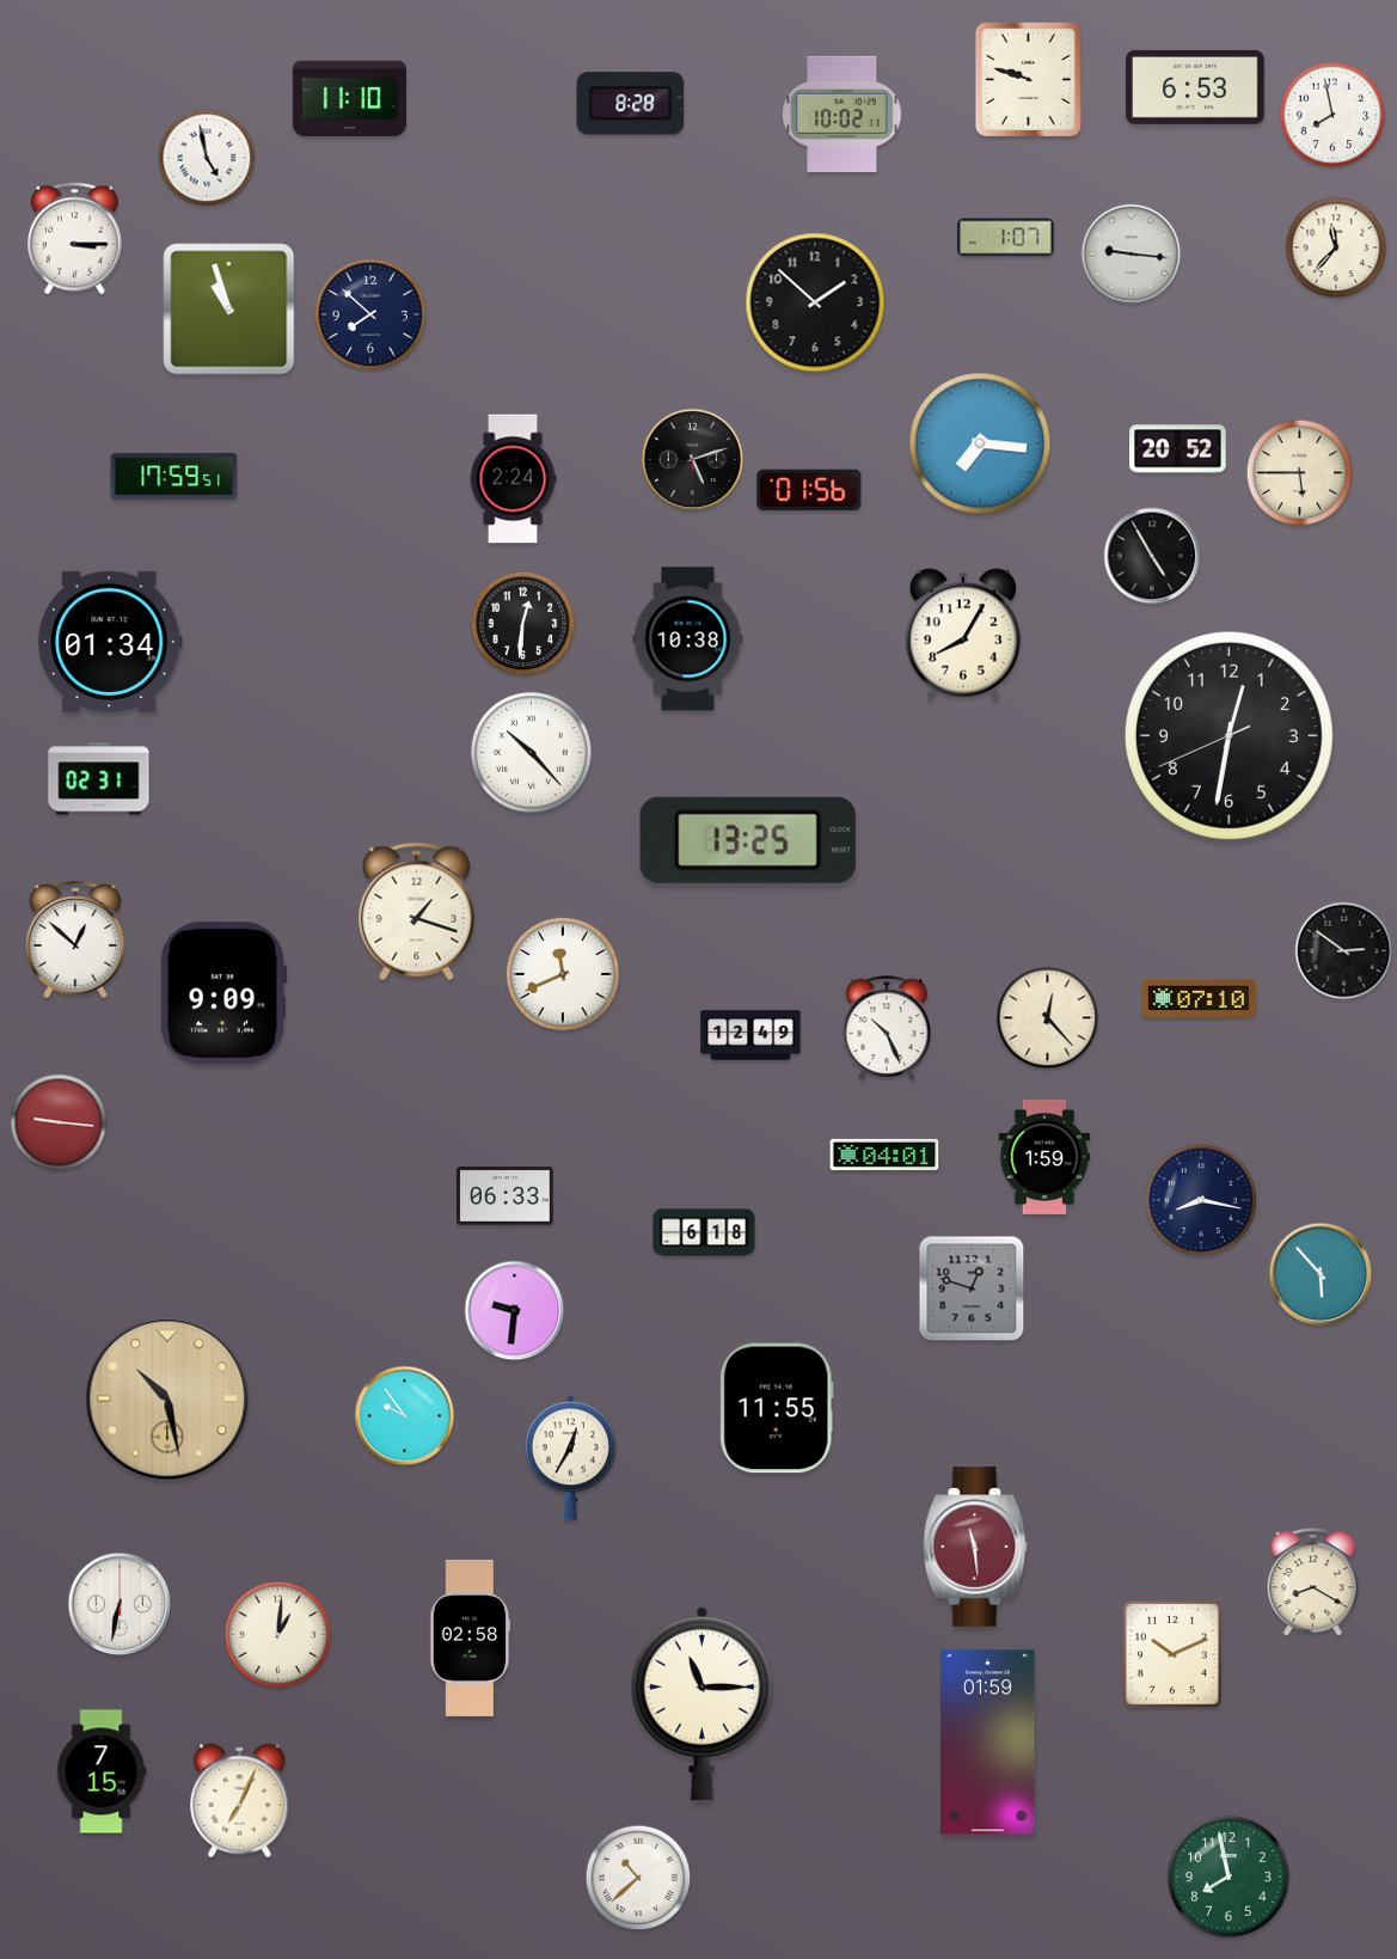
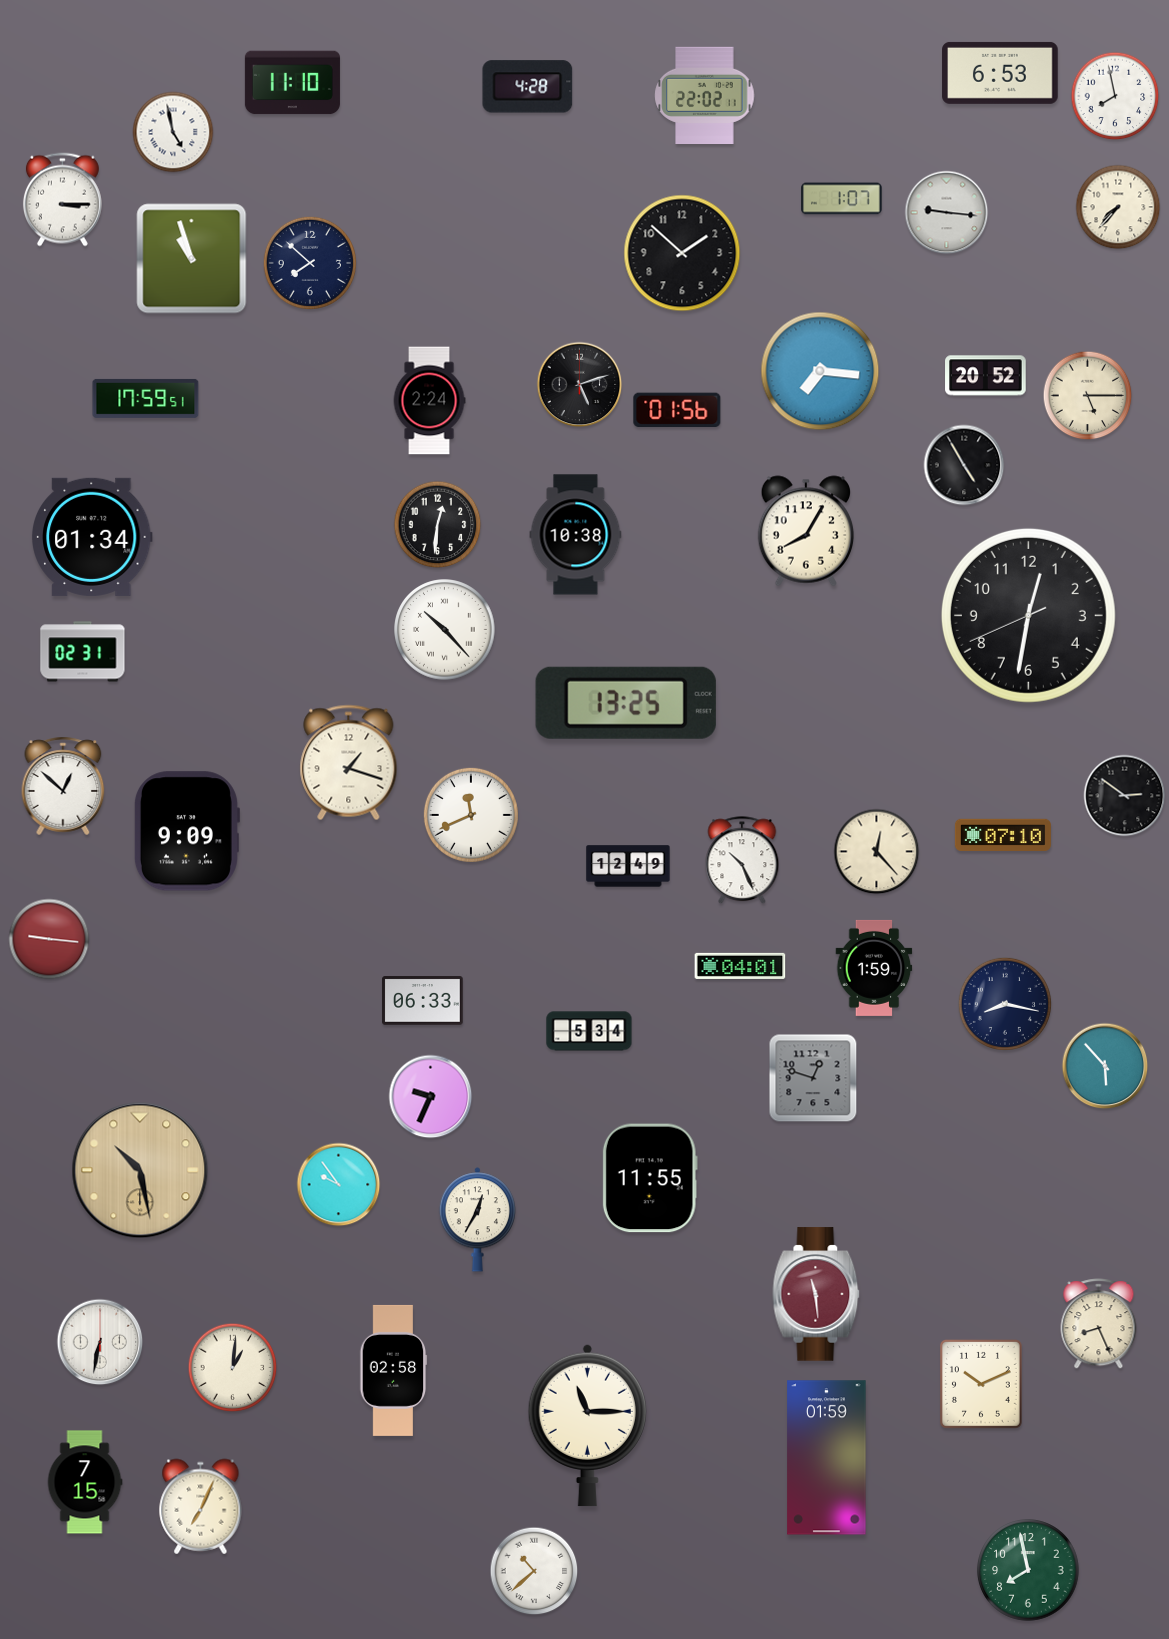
clock at (1028, 79): 9:48 -> none
clock at (631, 104): 8:28 -> 4:28
clock at (843, 114): 10:02 -> 22:02
clock at (1336, 247): 11:37 -> 7:37
clock at (1300, 473): 5:45 -> 5:15
clock at (523, 624) position: (523, 624) -> (438, 525)
clock at (704, 1232): 6:18 -> 5:34
clock at (515, 1311): 9:31 -> 9:34
clock at (1313, 1582): 8:20 -> 8:26
